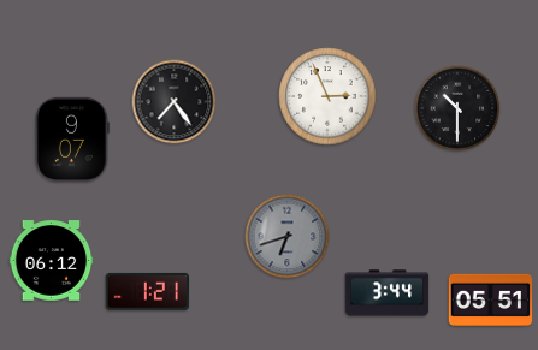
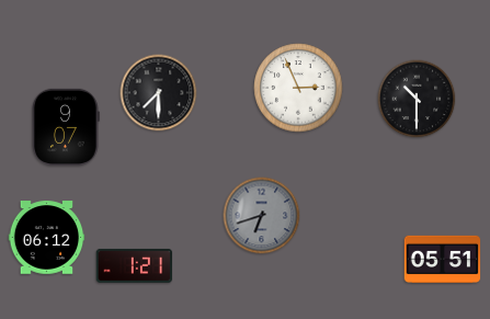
clock at (175, 102): 7:24 -> 7:30
clock at (388, 293): 3:44 -> none
clock at (491, 299) position: (491, 299) -> (443, 259)
